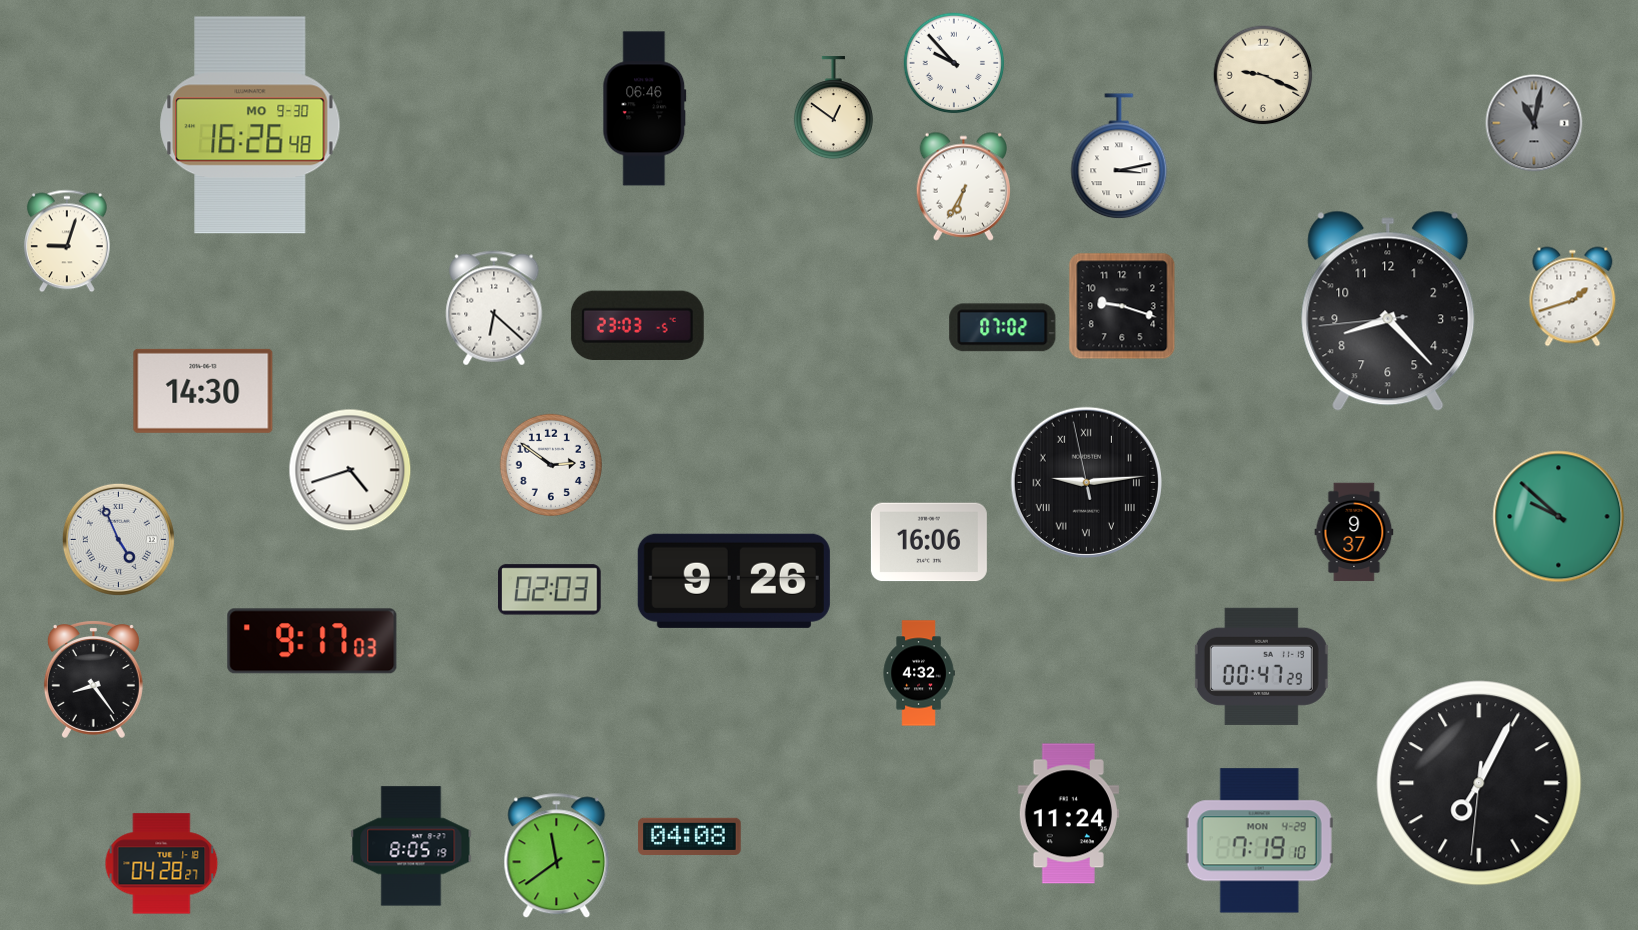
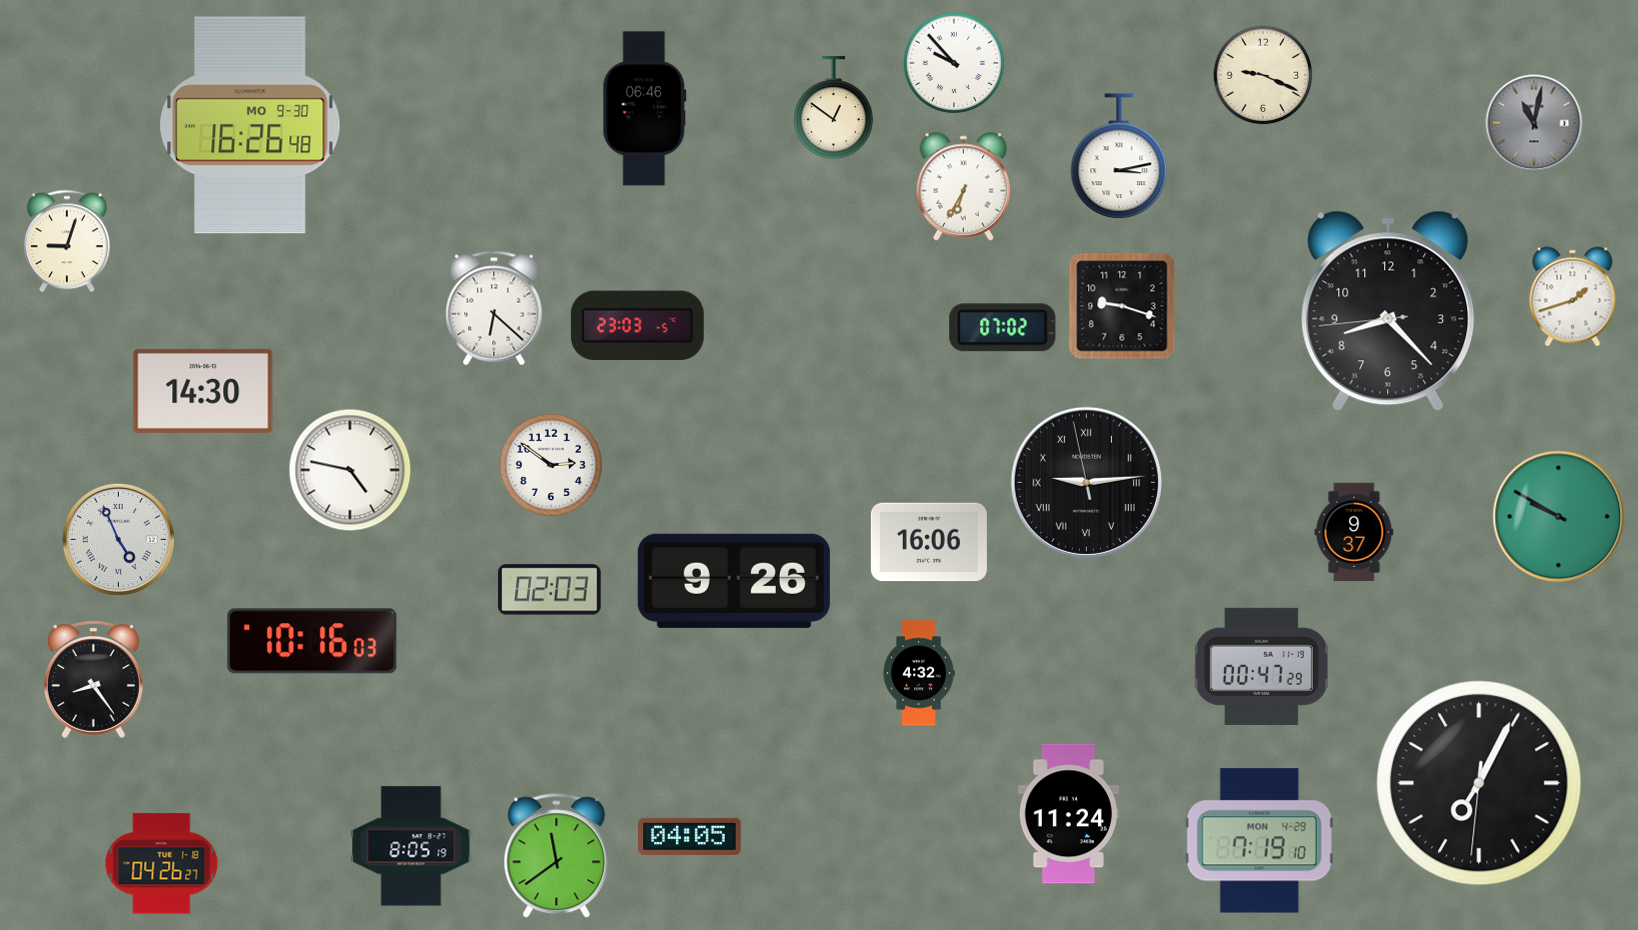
clock at (350, 470): 4:42 -> 4:47
clock at (1559, 517): 9:52 -> 9:50
clock at (312, 641): 9:17 -> 10:16
clock at (690, 836): 04:08 -> 04:05
clock at (162, 864): 04:28 -> 04:26
